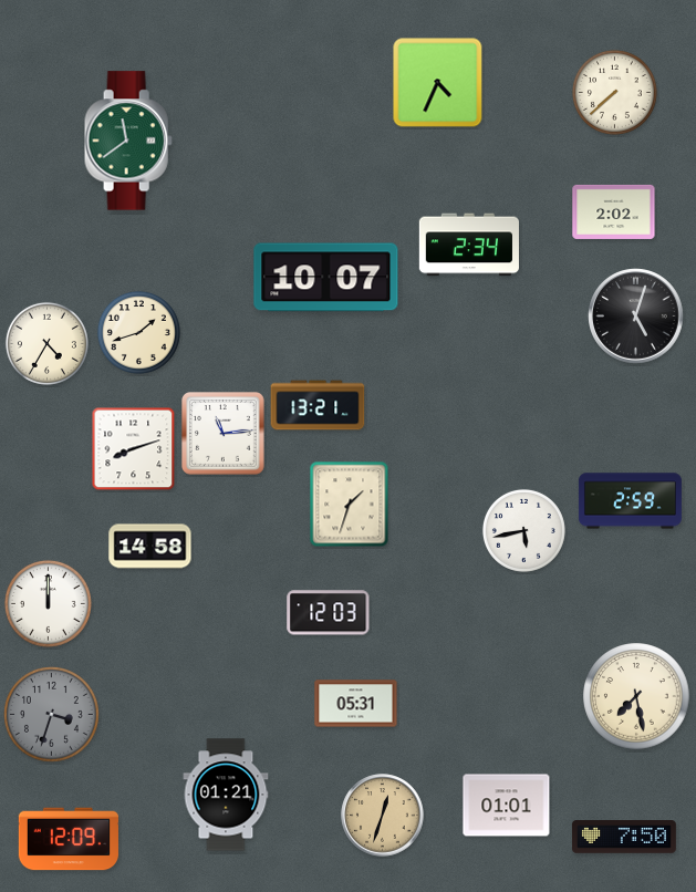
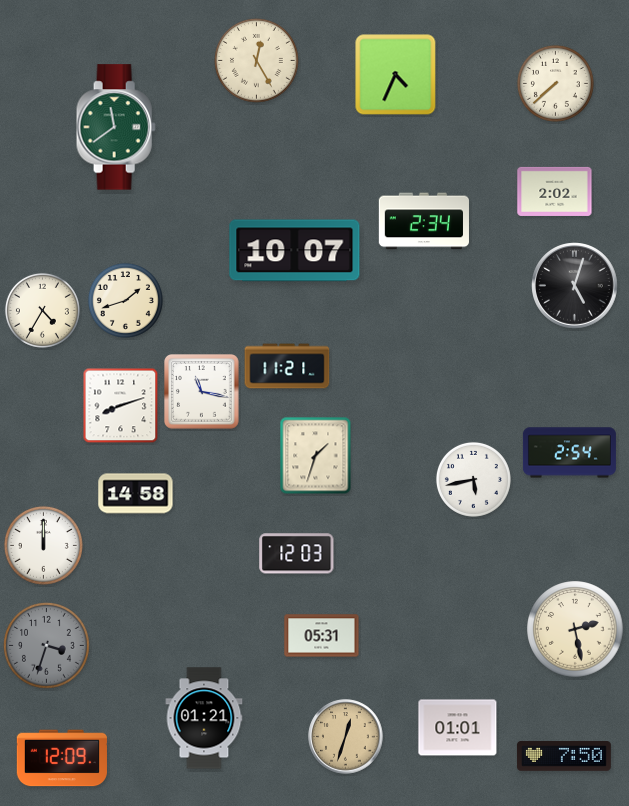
clock at (256, 60): none -> 12:25
clock at (318, 405): 13:21 -> 11:21
clock at (224, 434): 11:14 -> 11:17
clock at (630, 501): 2:59 -> 2:54
clock at (636, 696): 7:28 -> 2:28
